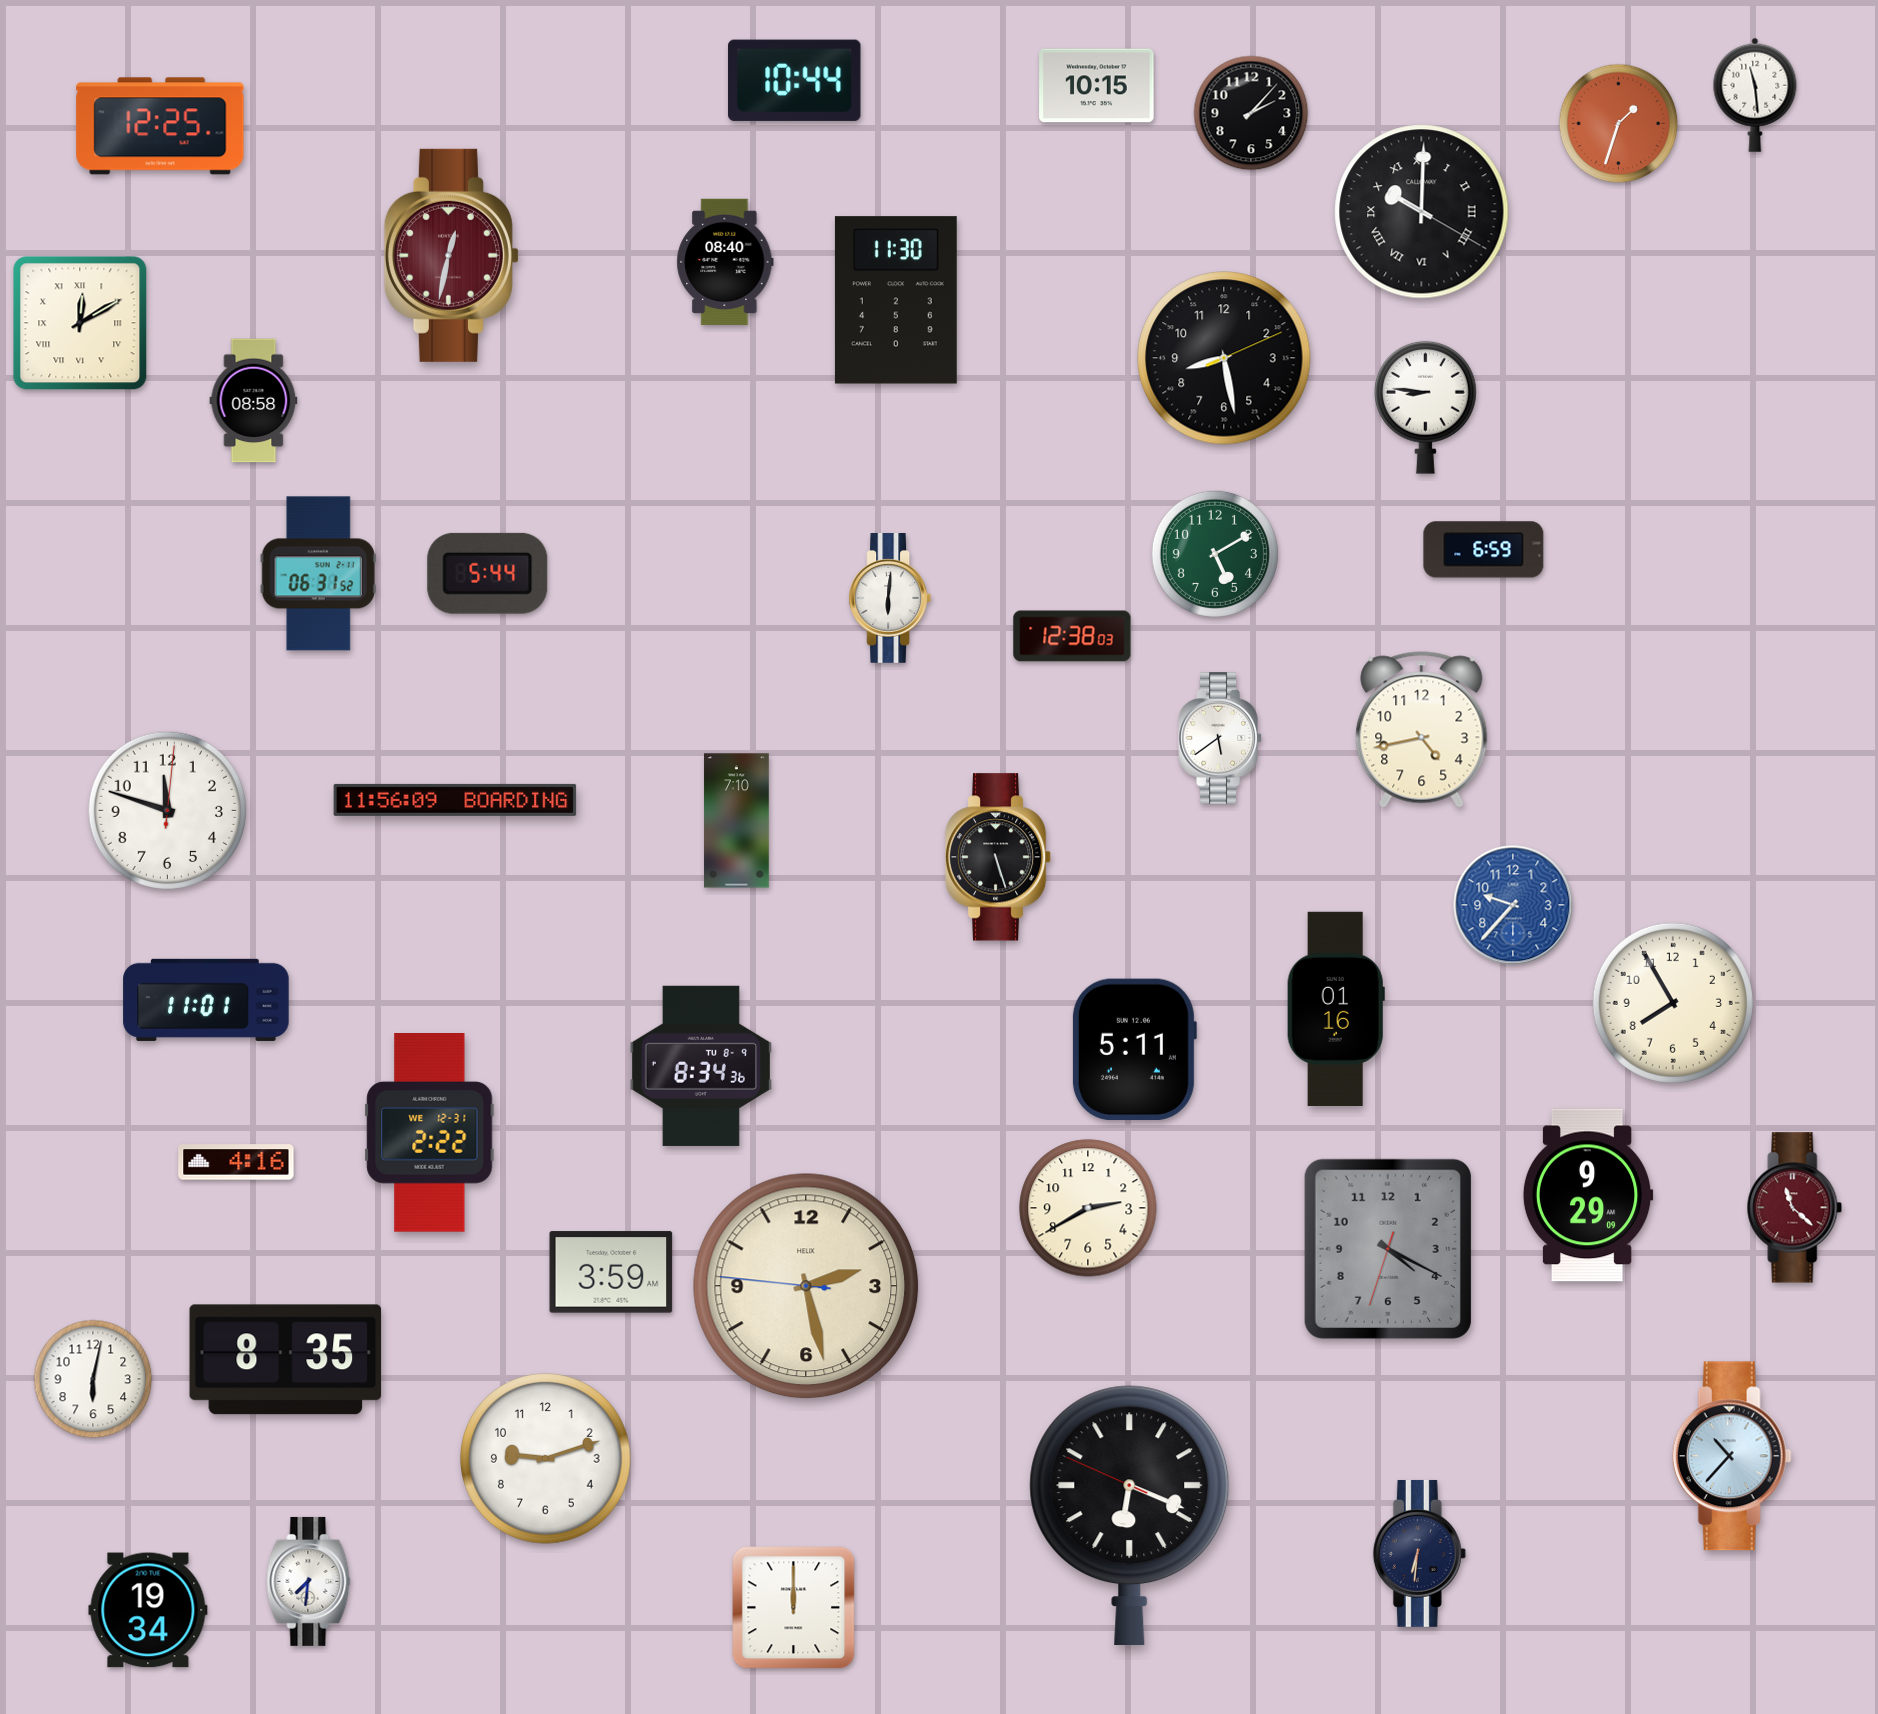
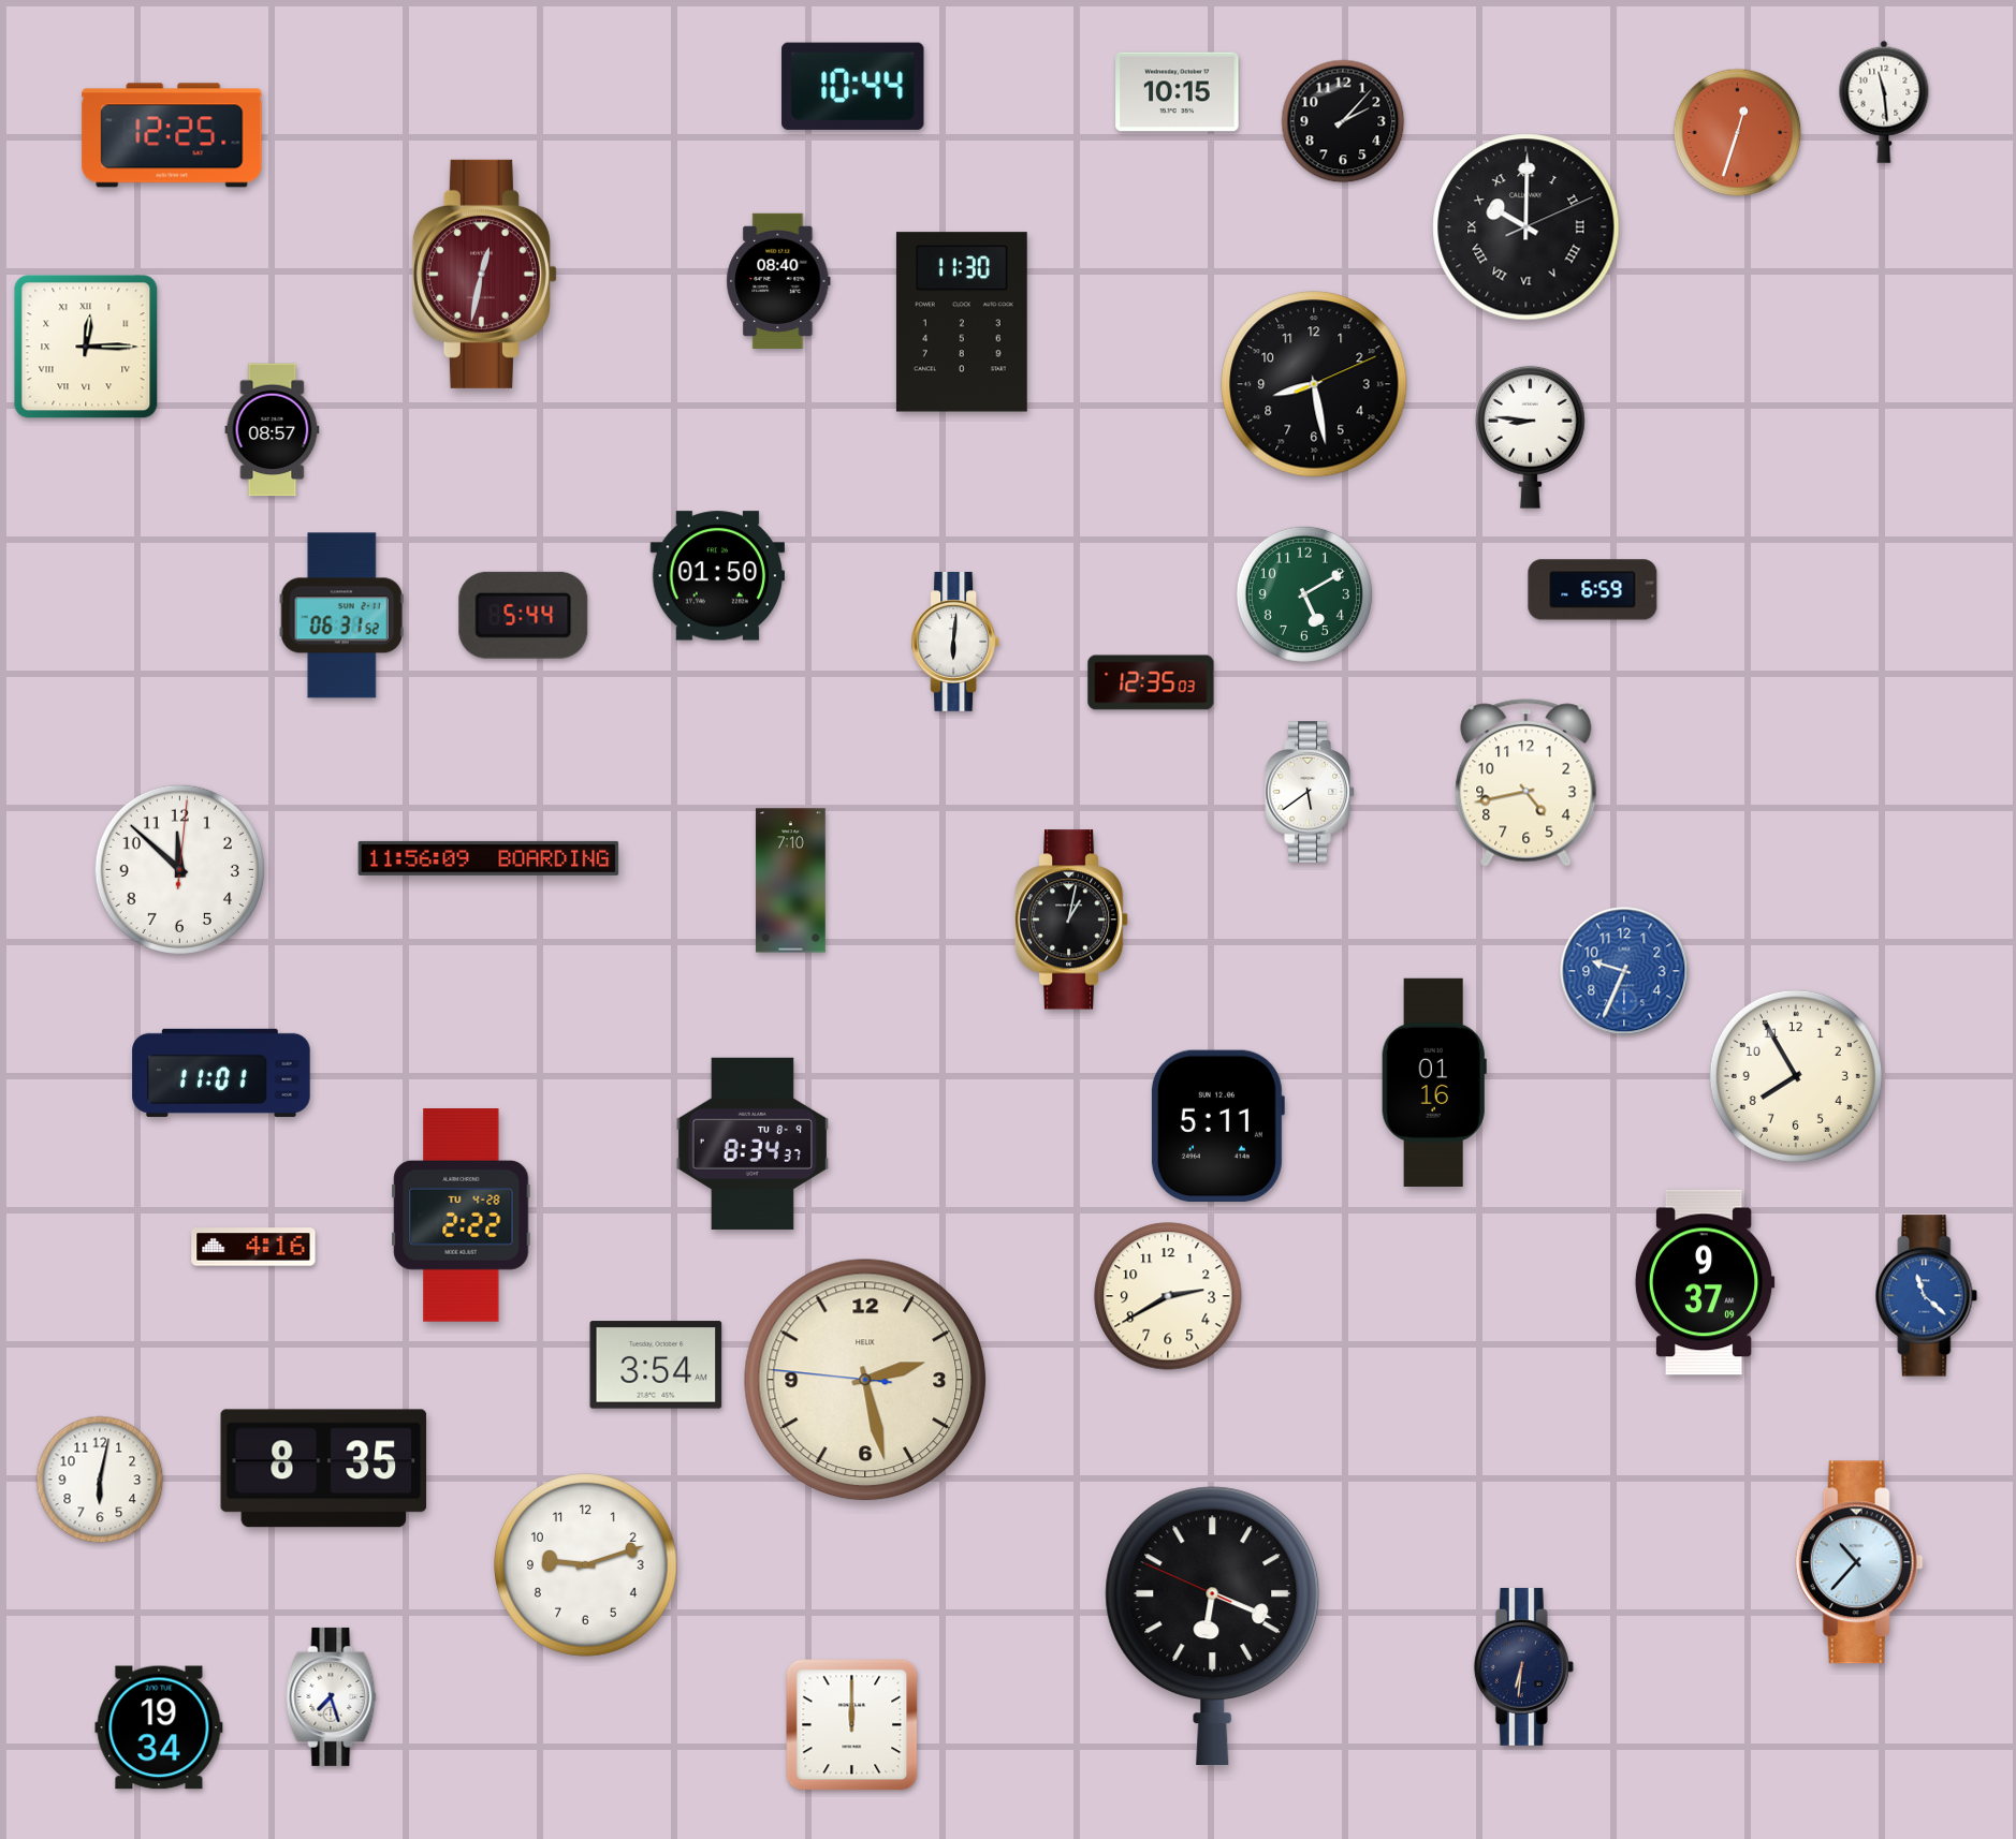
clock at (1619, 124): 1:33 -> 12:33
clock at (1422, 212): 10:00:20 -> 10:00:11
clock at (80, 323): 12:10 -> 12:15
clock at (254, 401): 08:58 -> 08:57
clock at (717, 576): none -> 01:50
clock at (1072, 636): 12:38 -> 12:35
clock at (167, 810): 11:48 -> 11:52
clock at (998, 857): 5:27 -> 1:02
clock at (1513, 905): 9:37 -> 9:34
clock at (700, 1066): 8:34:36 -> 8:34:37
clock at (430, 1133) date: WE 12-31 -> TU 4-28
clock at (1588, 1195): 9:29 -> 9:37
clock at (1795, 1208) dial: burgundy -> blue
clock at (1388, 1249): 4:19 -> none
clock at (611, 1272): 3:59 -> 3:54
clock at (286, 1360) position: (286, 1360) -> (324, 1469)
clock at (309, 1581): 7:31 -> 7:27
